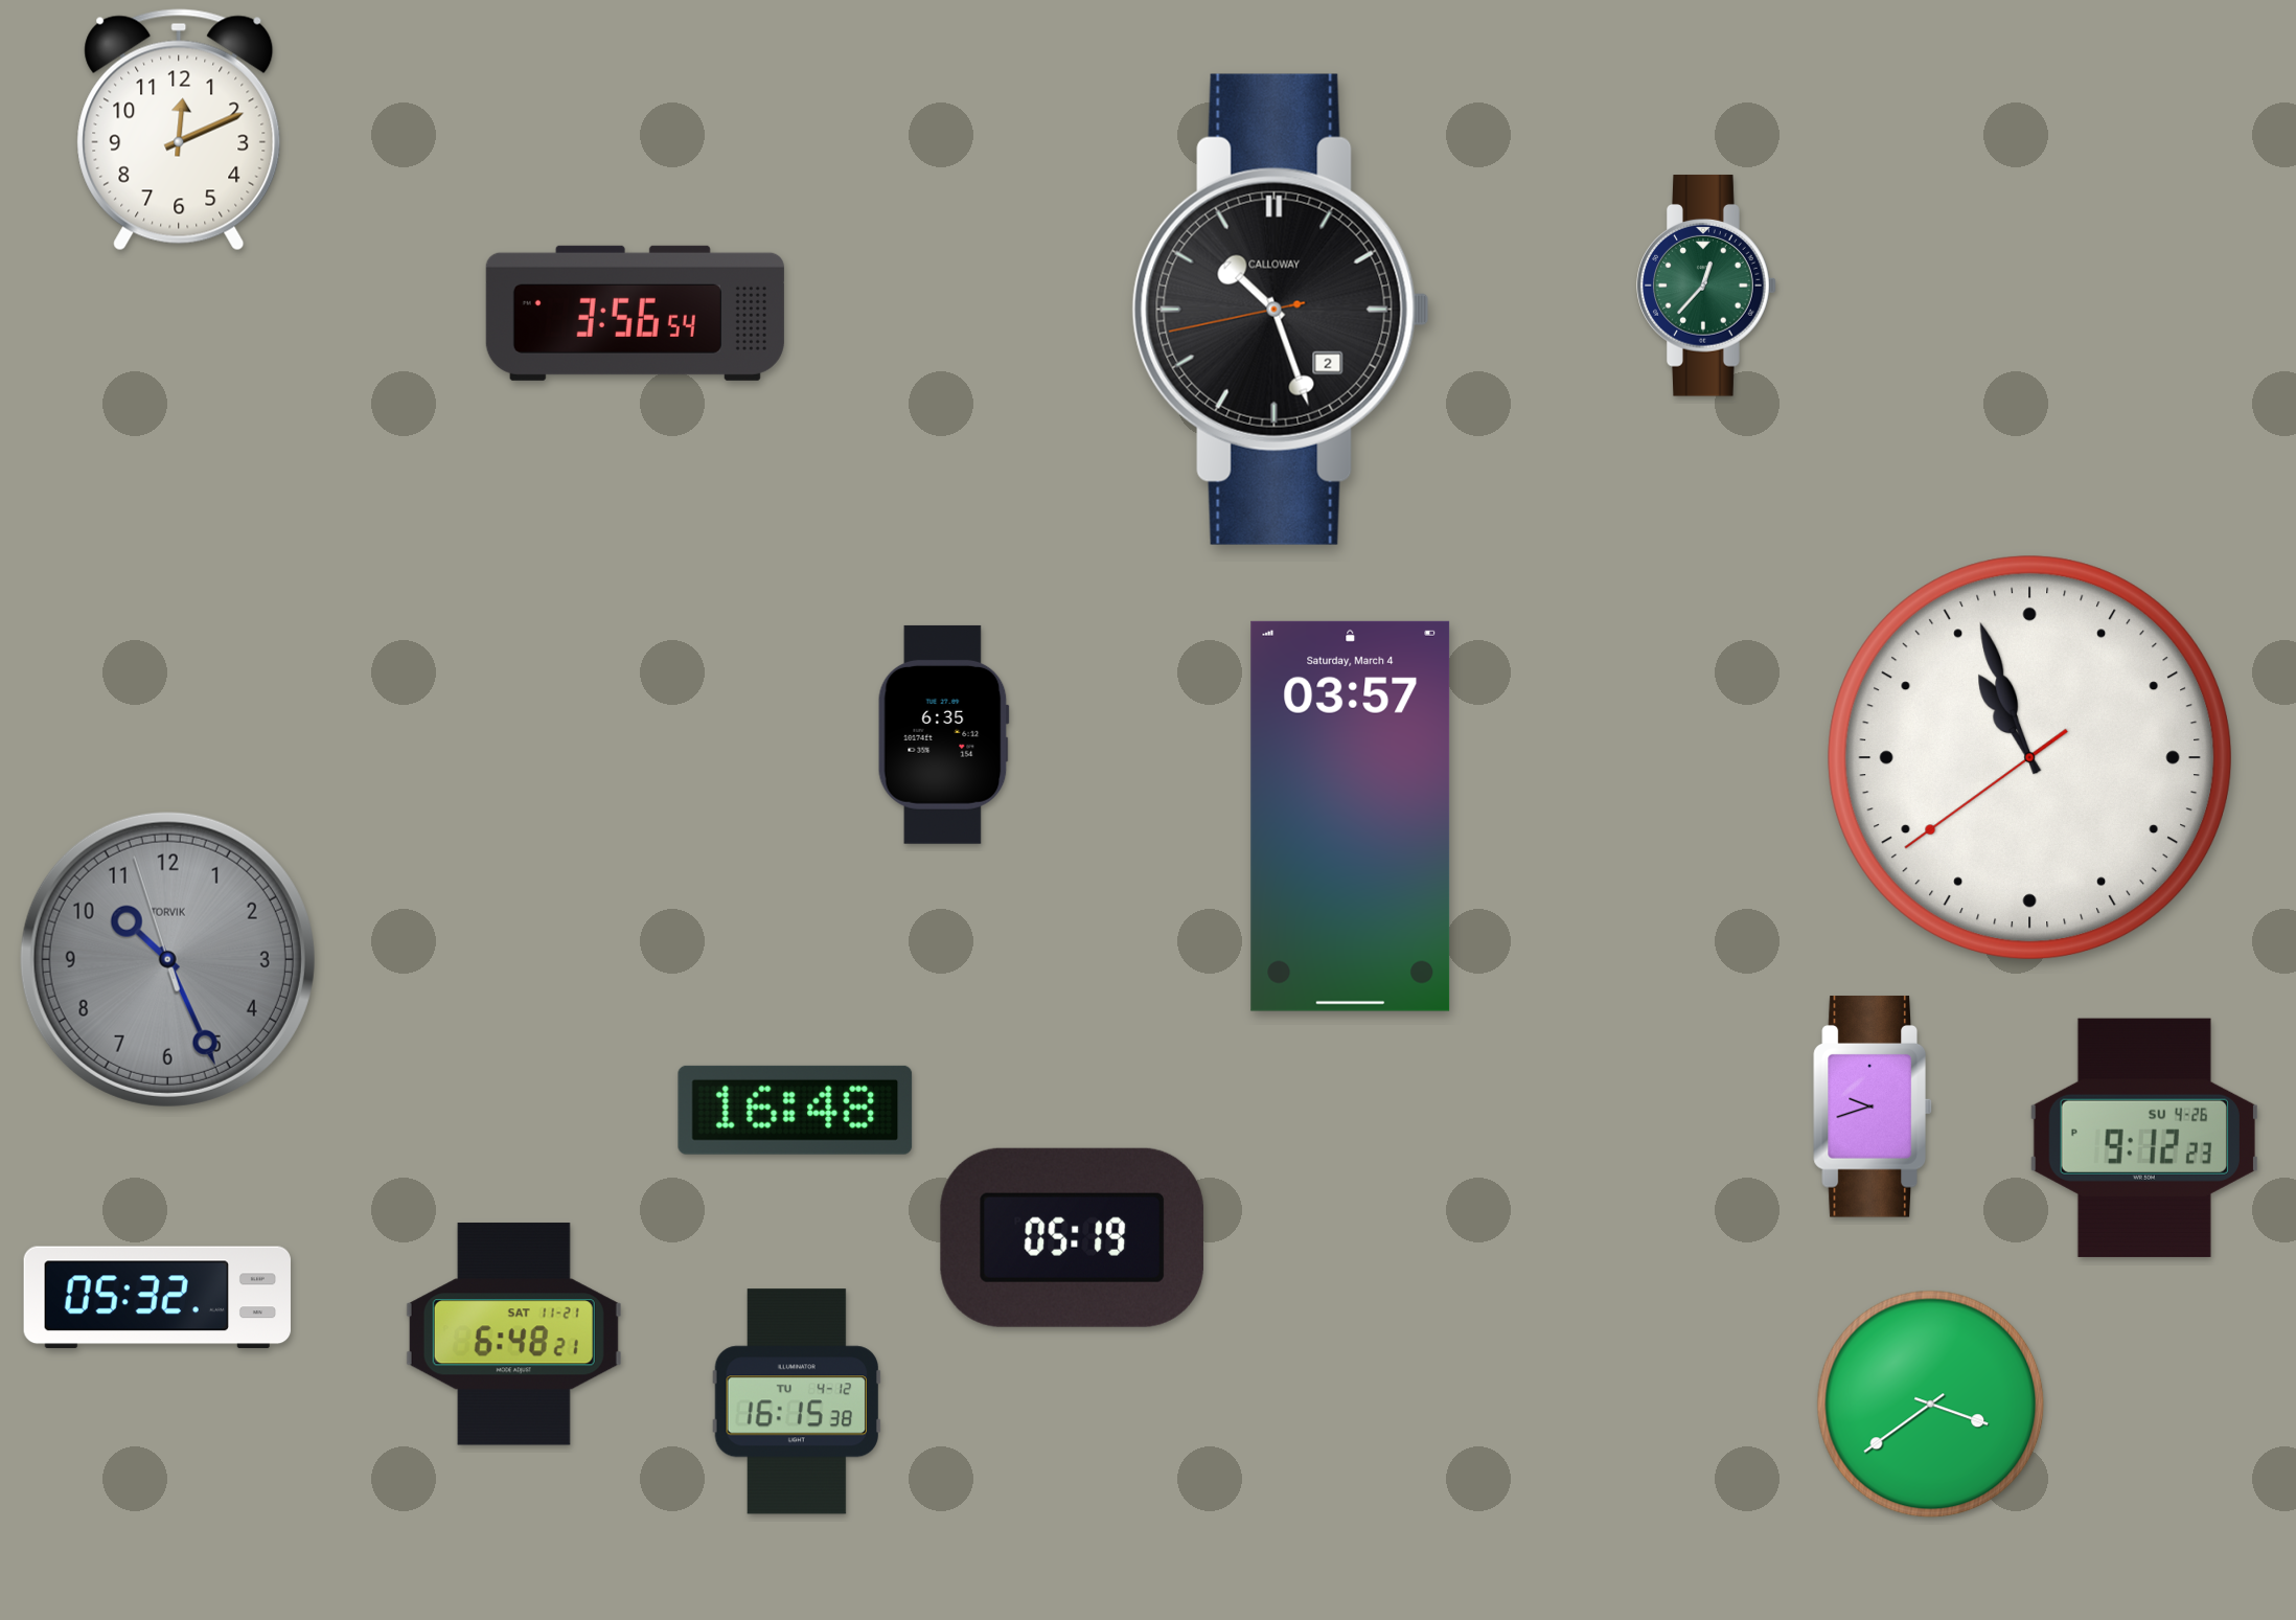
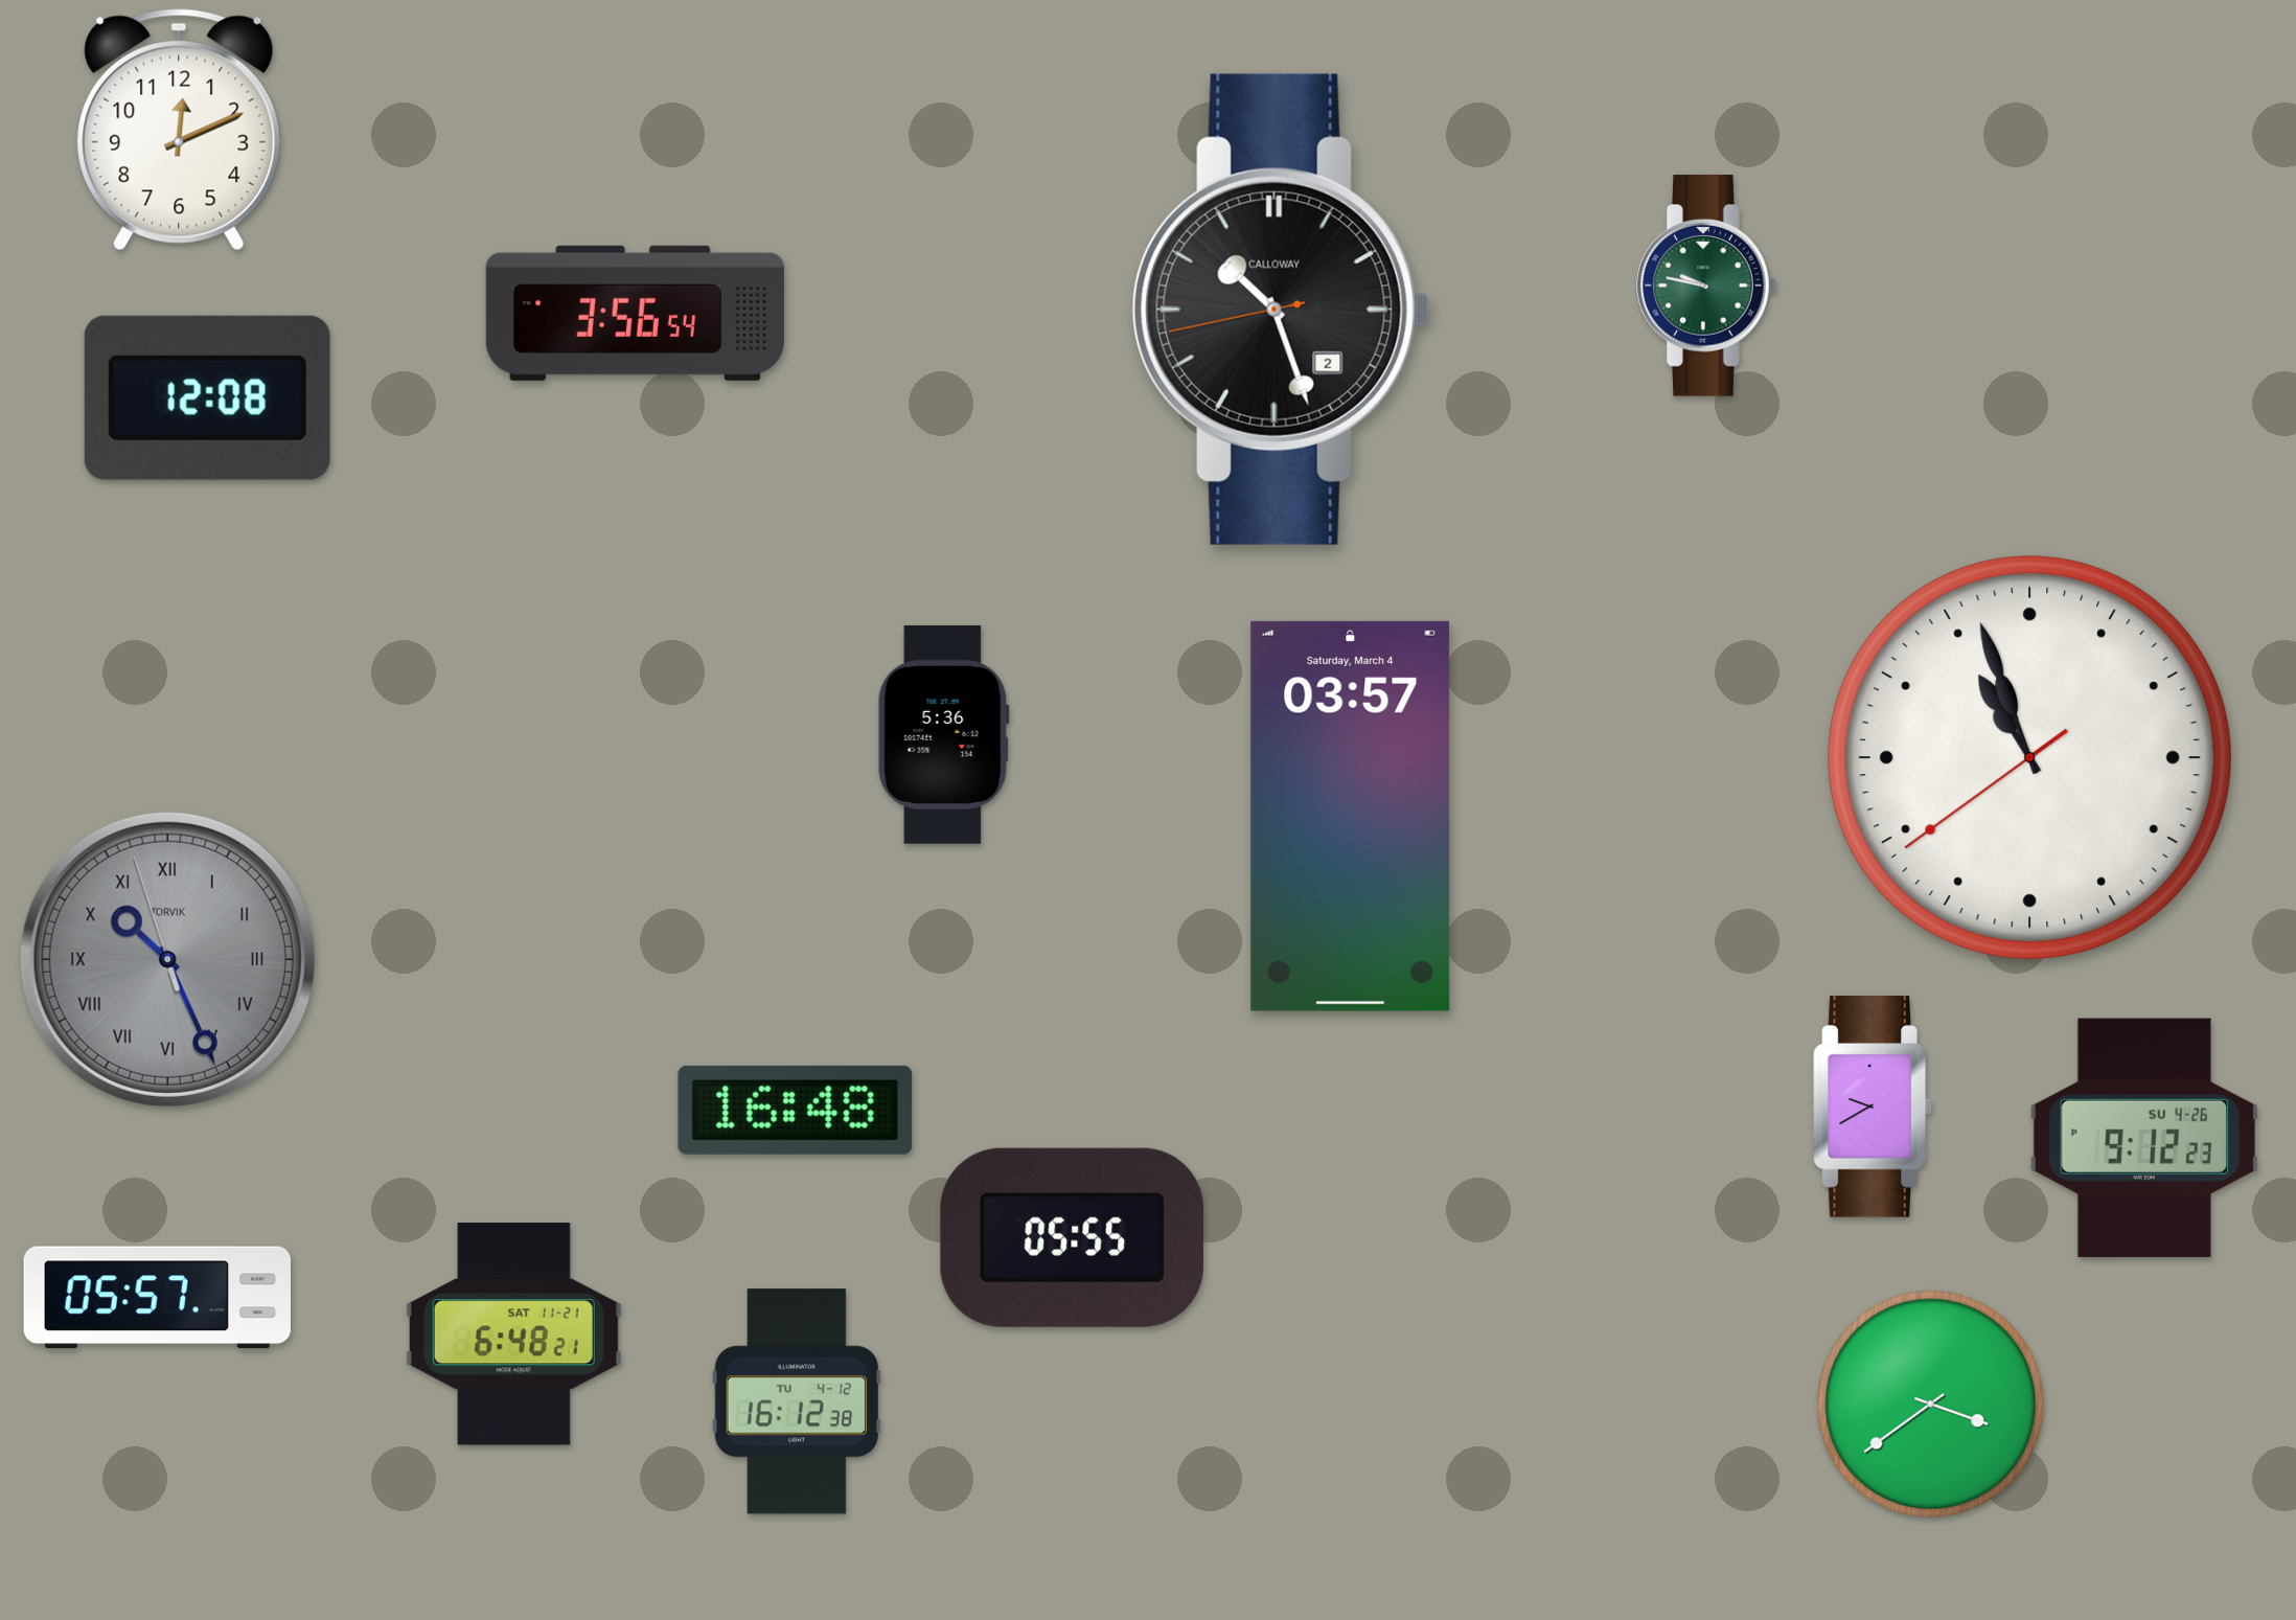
clock at (1706, 286): 12:37 -> 9:47
clock at (207, 397): none -> 12:08
clock at (943, 734): 6:35 -> 5:36
clock at (167, 959) numerals: Arabic -> Roman
clock at (1873, 1106): 9:42 -> 9:40
clock at (1072, 1237): 05:19 -> 05:55
clock at (157, 1298): 05:32 -> 05:57
clock at (796, 1401): 16:15 -> 16:12
